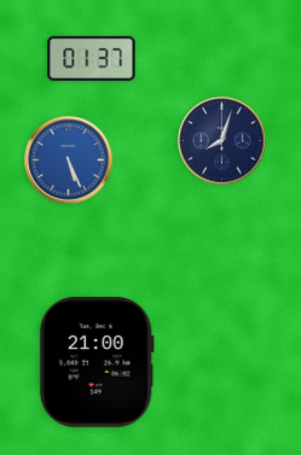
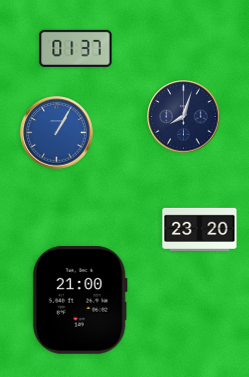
clock at (69, 161): 5:26 -> 1:05
clock at (200, 229): none -> 23:20
